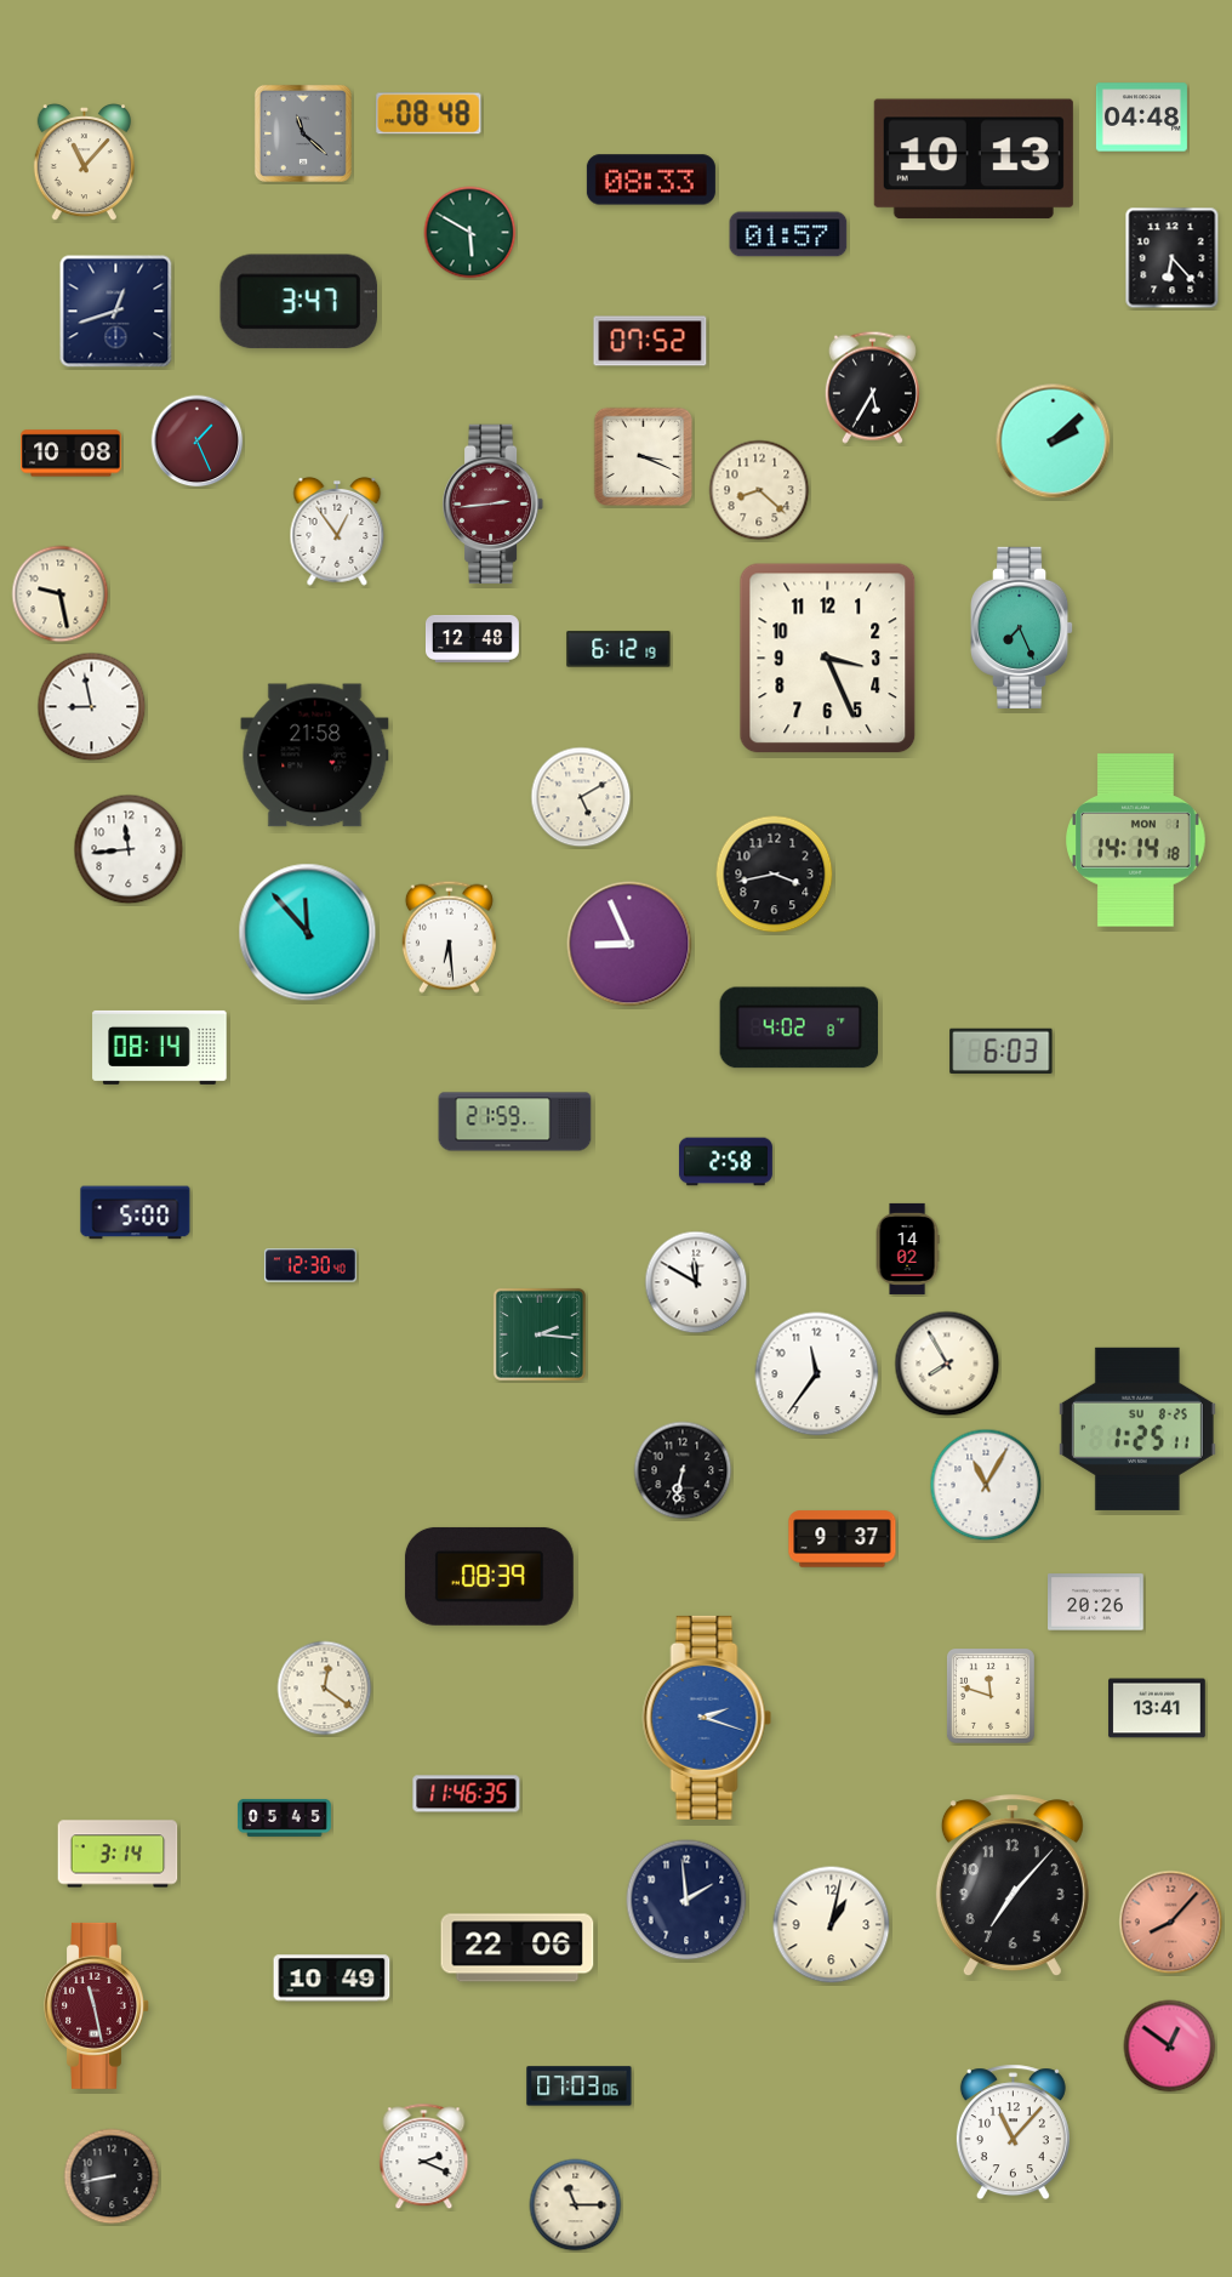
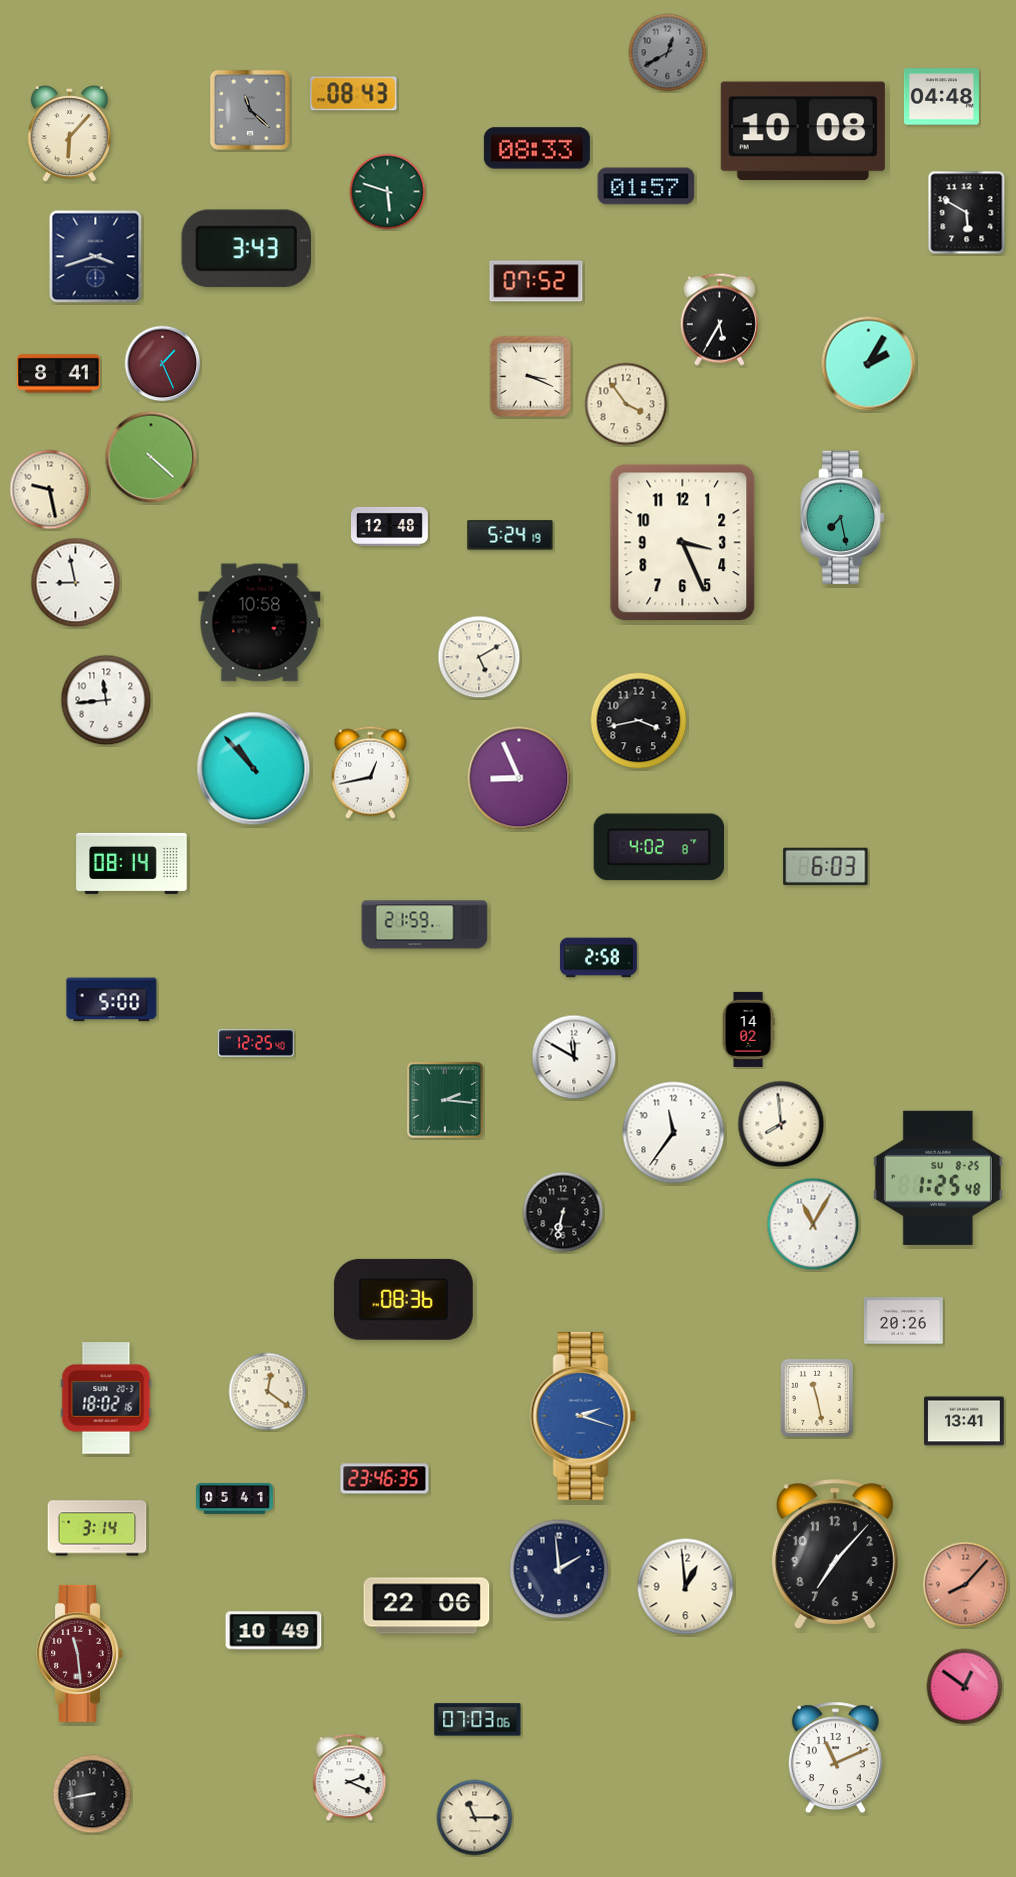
clock at (668, 53): none -> 12:40
clock at (429, 114): 08:48 -> 08:43
clock at (974, 159): 10:13 -> 10:08
clock at (84, 164): 11:07 -> 6:07
clock at (470, 233): 5:50 -> 5:48
clock at (788, 234) position: (788, 234) -> (646, 186)
clock at (1173, 258): 6:23 -> 5:50
clock at (298, 302): 3:47 -> 3:43
clock at (116, 312): 12:42 -> 3:42
clock at (1054, 442): 2:08 -> 2:05
clock at (72, 454): 10:08 -> 8:41
clock at (759, 490): 8:22 -> 3:54
clock at (494, 505): 2:44 -> none
clock at (337, 531): 12:54 -> none
clock at (151, 457): none -> 4:22
clock at (1023, 627): 7:26 -> 7:28
clock at (618, 649): 6:12 -> 5:24
clock at (315, 756): 21:58 -> 10:58
clock at (1136, 841): 14:14 -> none
clock at (308, 933): 11:53 -> 10:53
clock at (449, 937): 6:29 -> 12:43
clock at (310, 1265): 12:30 -> 12:25
clock at (947, 1364): 7:55 -> 7:59
clock at (1137, 1429): 1:25:11 -> 1:25:48
clock at (843, 1539): 9:37 -> none
clock at (489, 1576): 08:39 -> 08:36
clock at (106, 1398): none -> 18:02
clock at (991, 1697): 11:48 -> 11:28
clock at (1157, 1708) position: (1157, 1708) -> (964, 1421)
clock at (467, 1794): 11:46 -> 23:46
clock at (284, 1817): 05:45 -> 05:41
clock at (686, 1900) position: (686, 1900) -> (559, 1569)
clock at (832, 1925): 1:02 -> 12:59
clock at (97, 2005): 11:28 -> 11:29
clock at (1013, 2133): 11:07 -> 11:11
